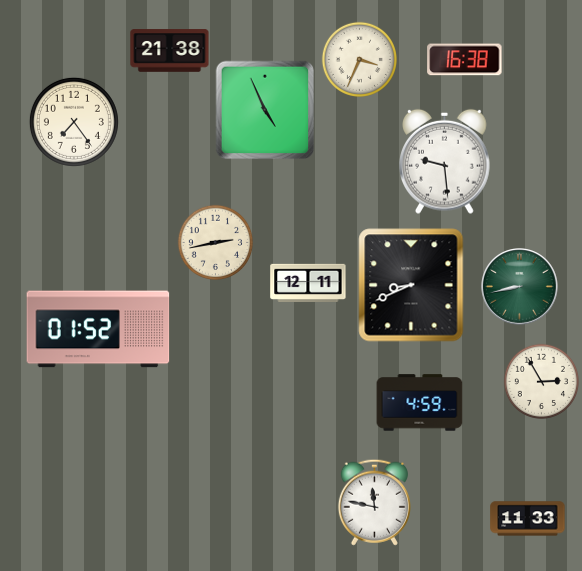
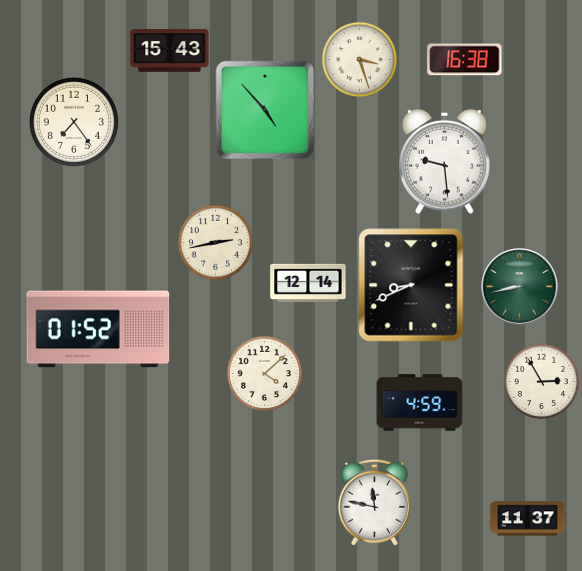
clock at (170, 51): 21:38 -> 15:43
clock at (359, 59): 3:34 -> 3:27
clock at (265, 110): 4:56 -> 4:53
clock at (308, 282): 12:11 -> 12:14
clock at (264, 373): none -> 4:08
clock at (528, 519): 11:33 -> 11:37
